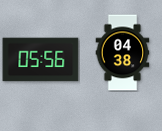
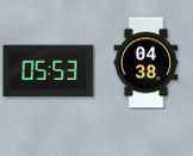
clock at (41, 60): 05:56 -> 05:53
